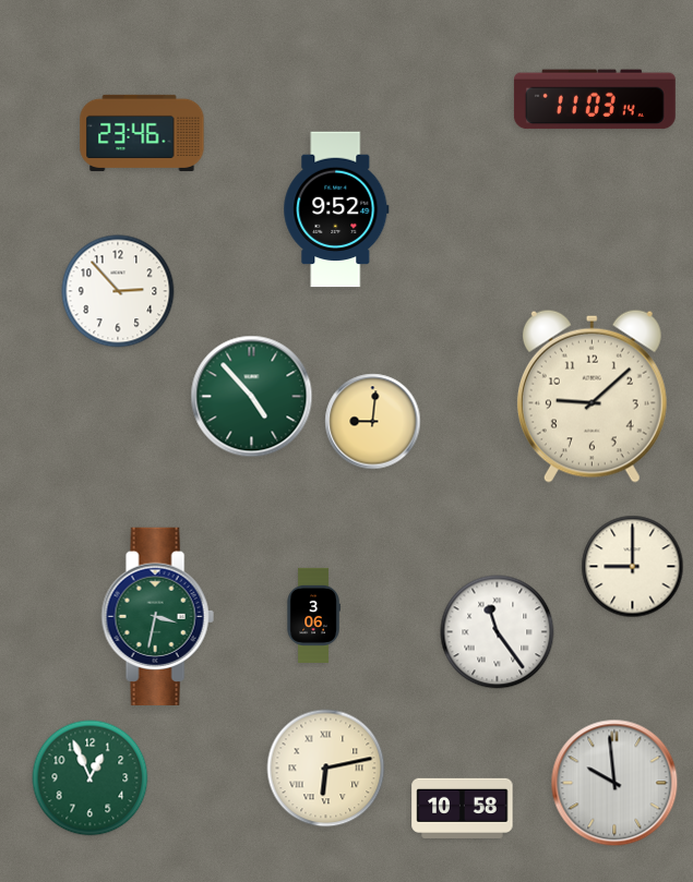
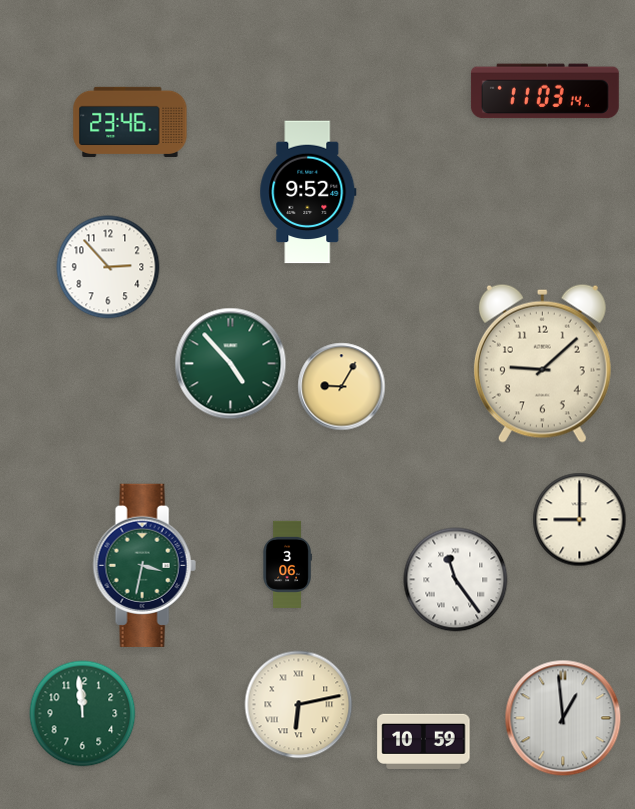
clock at (373, 422): 9:01 -> 9:05
clock at (91, 778): 12:56 -> 11:59
clock at (614, 783): 9:59 -> 12:59
clock at (463, 808): 10:58 -> 10:59
